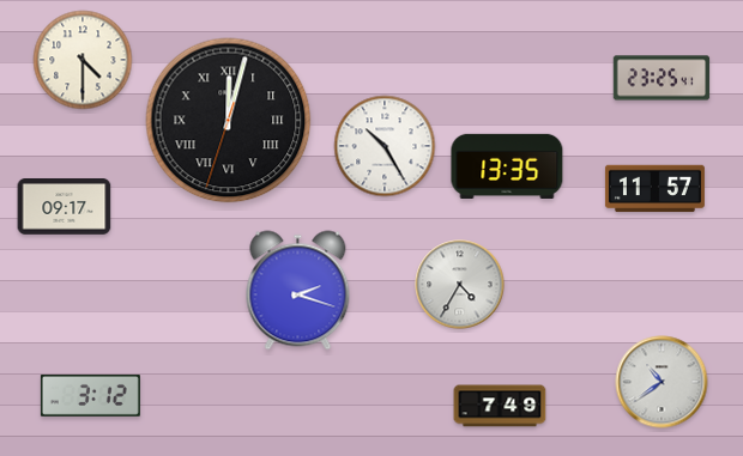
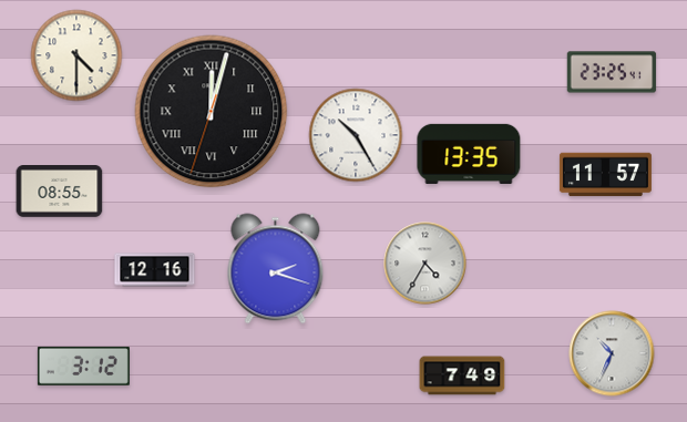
clock at (65, 207): 09:17 -> 08:55
clock at (155, 270): none -> 12:16
clock at (662, 382): 10:39 -> 10:34
